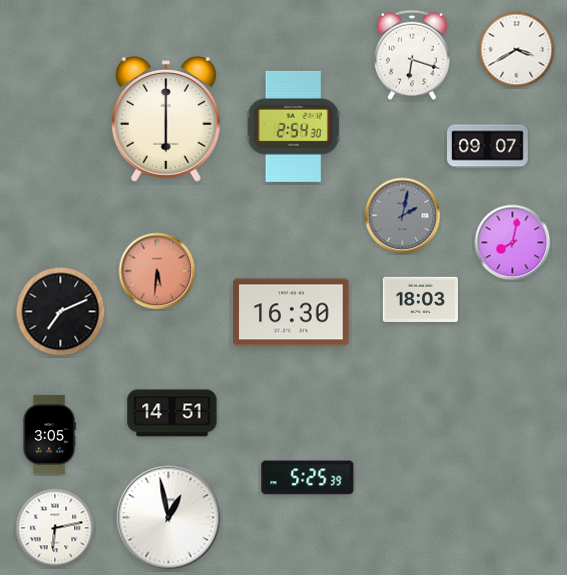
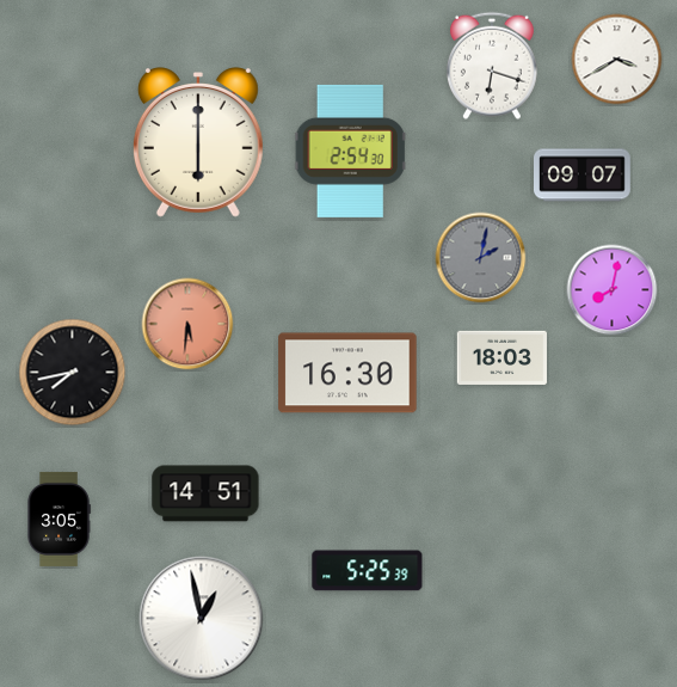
clock at (61, 312): 7:11 -> 7:43
clock at (55, 528): 6:13 -> none
